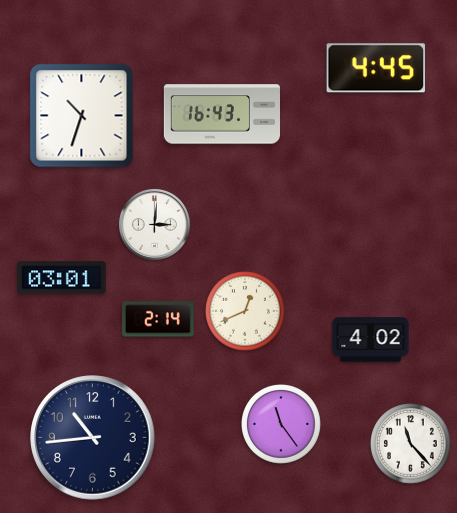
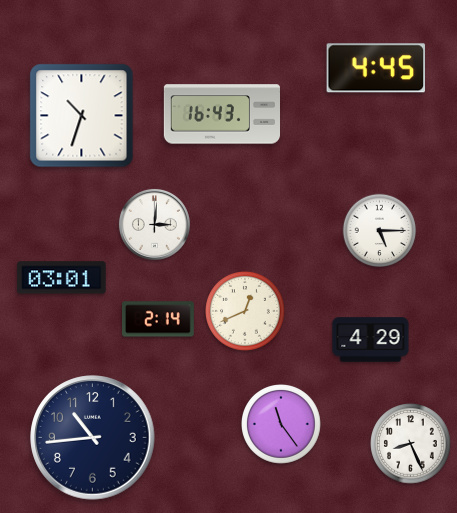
clock at (380, 231): none -> 5:15
clock at (371, 340): 4:02 -> 4:29
clock at (411, 444): 11:23 -> 8:26
